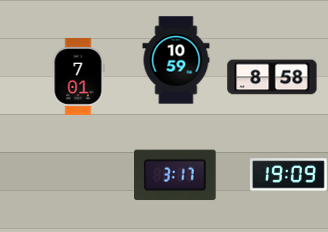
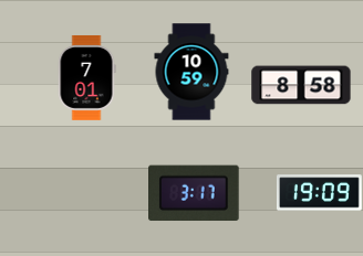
clock at (176, 60) position: (176, 60) -> (191, 72)
clock at (78, 76) position: (78, 76) -> (86, 77)
